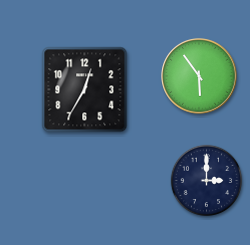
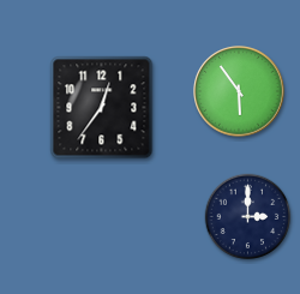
clock at (85, 90): 12:35 -> 12:36
